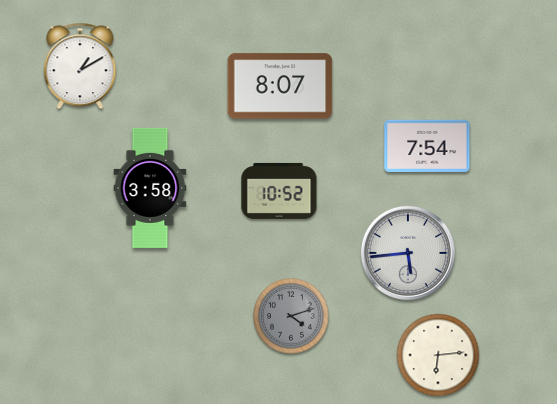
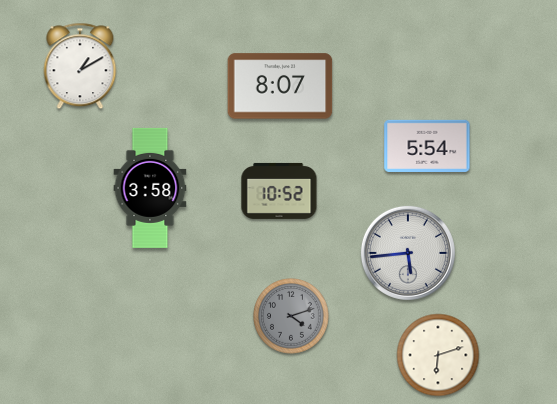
clock at (427, 146): 7:54 -> 5:54
clock at (438, 355): 6:14 -> 6:12
